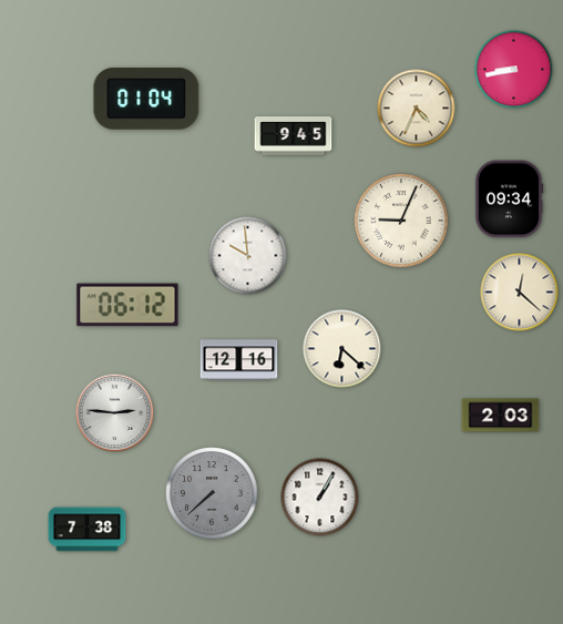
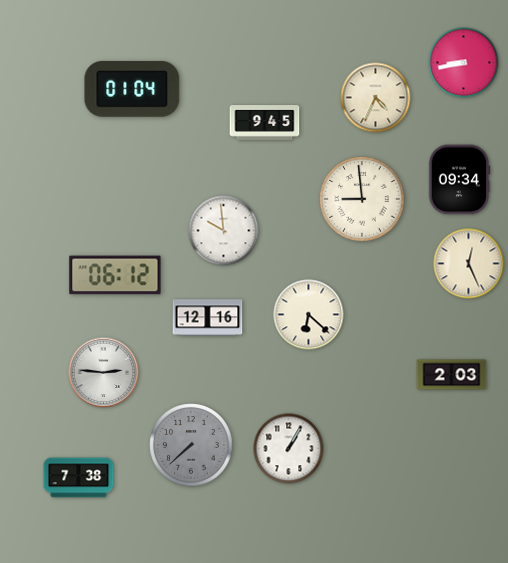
clock at (401, 221): 9:04 -> 8:59
clock at (520, 293): 12:22 -> 12:26
clock at (239, 360) position: (239, 360) -> (208, 318)
